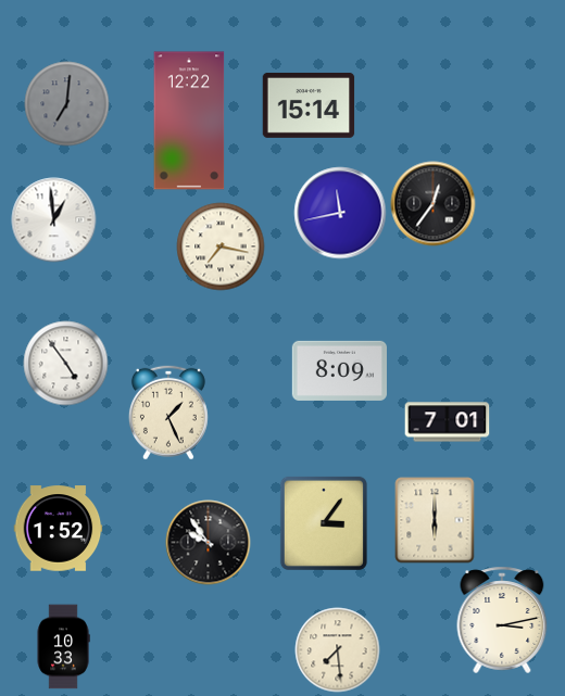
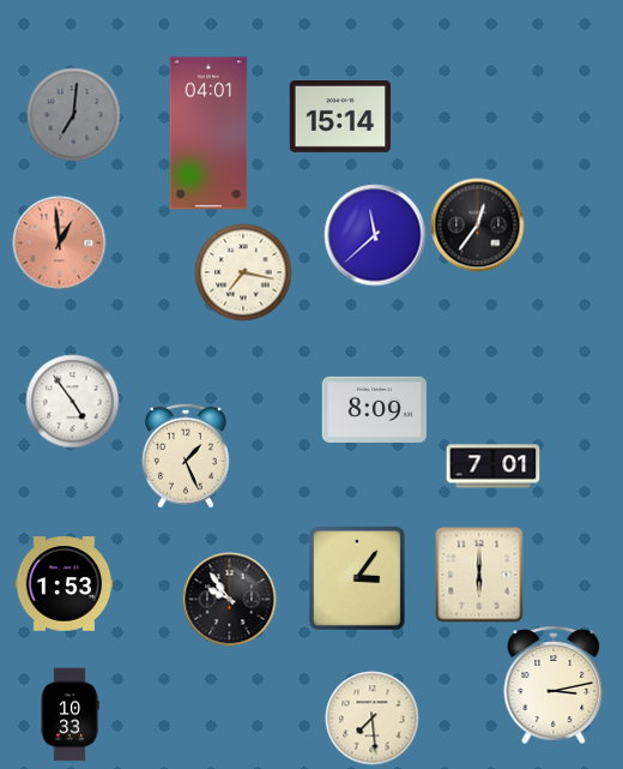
clock at (189, 121): 12:22 -> 04:01
clock at (340, 213): 11:43 -> 11:38
clock at (53, 219) dial: white -> salmon
clock at (58, 529): 1:52 -> 1:53
